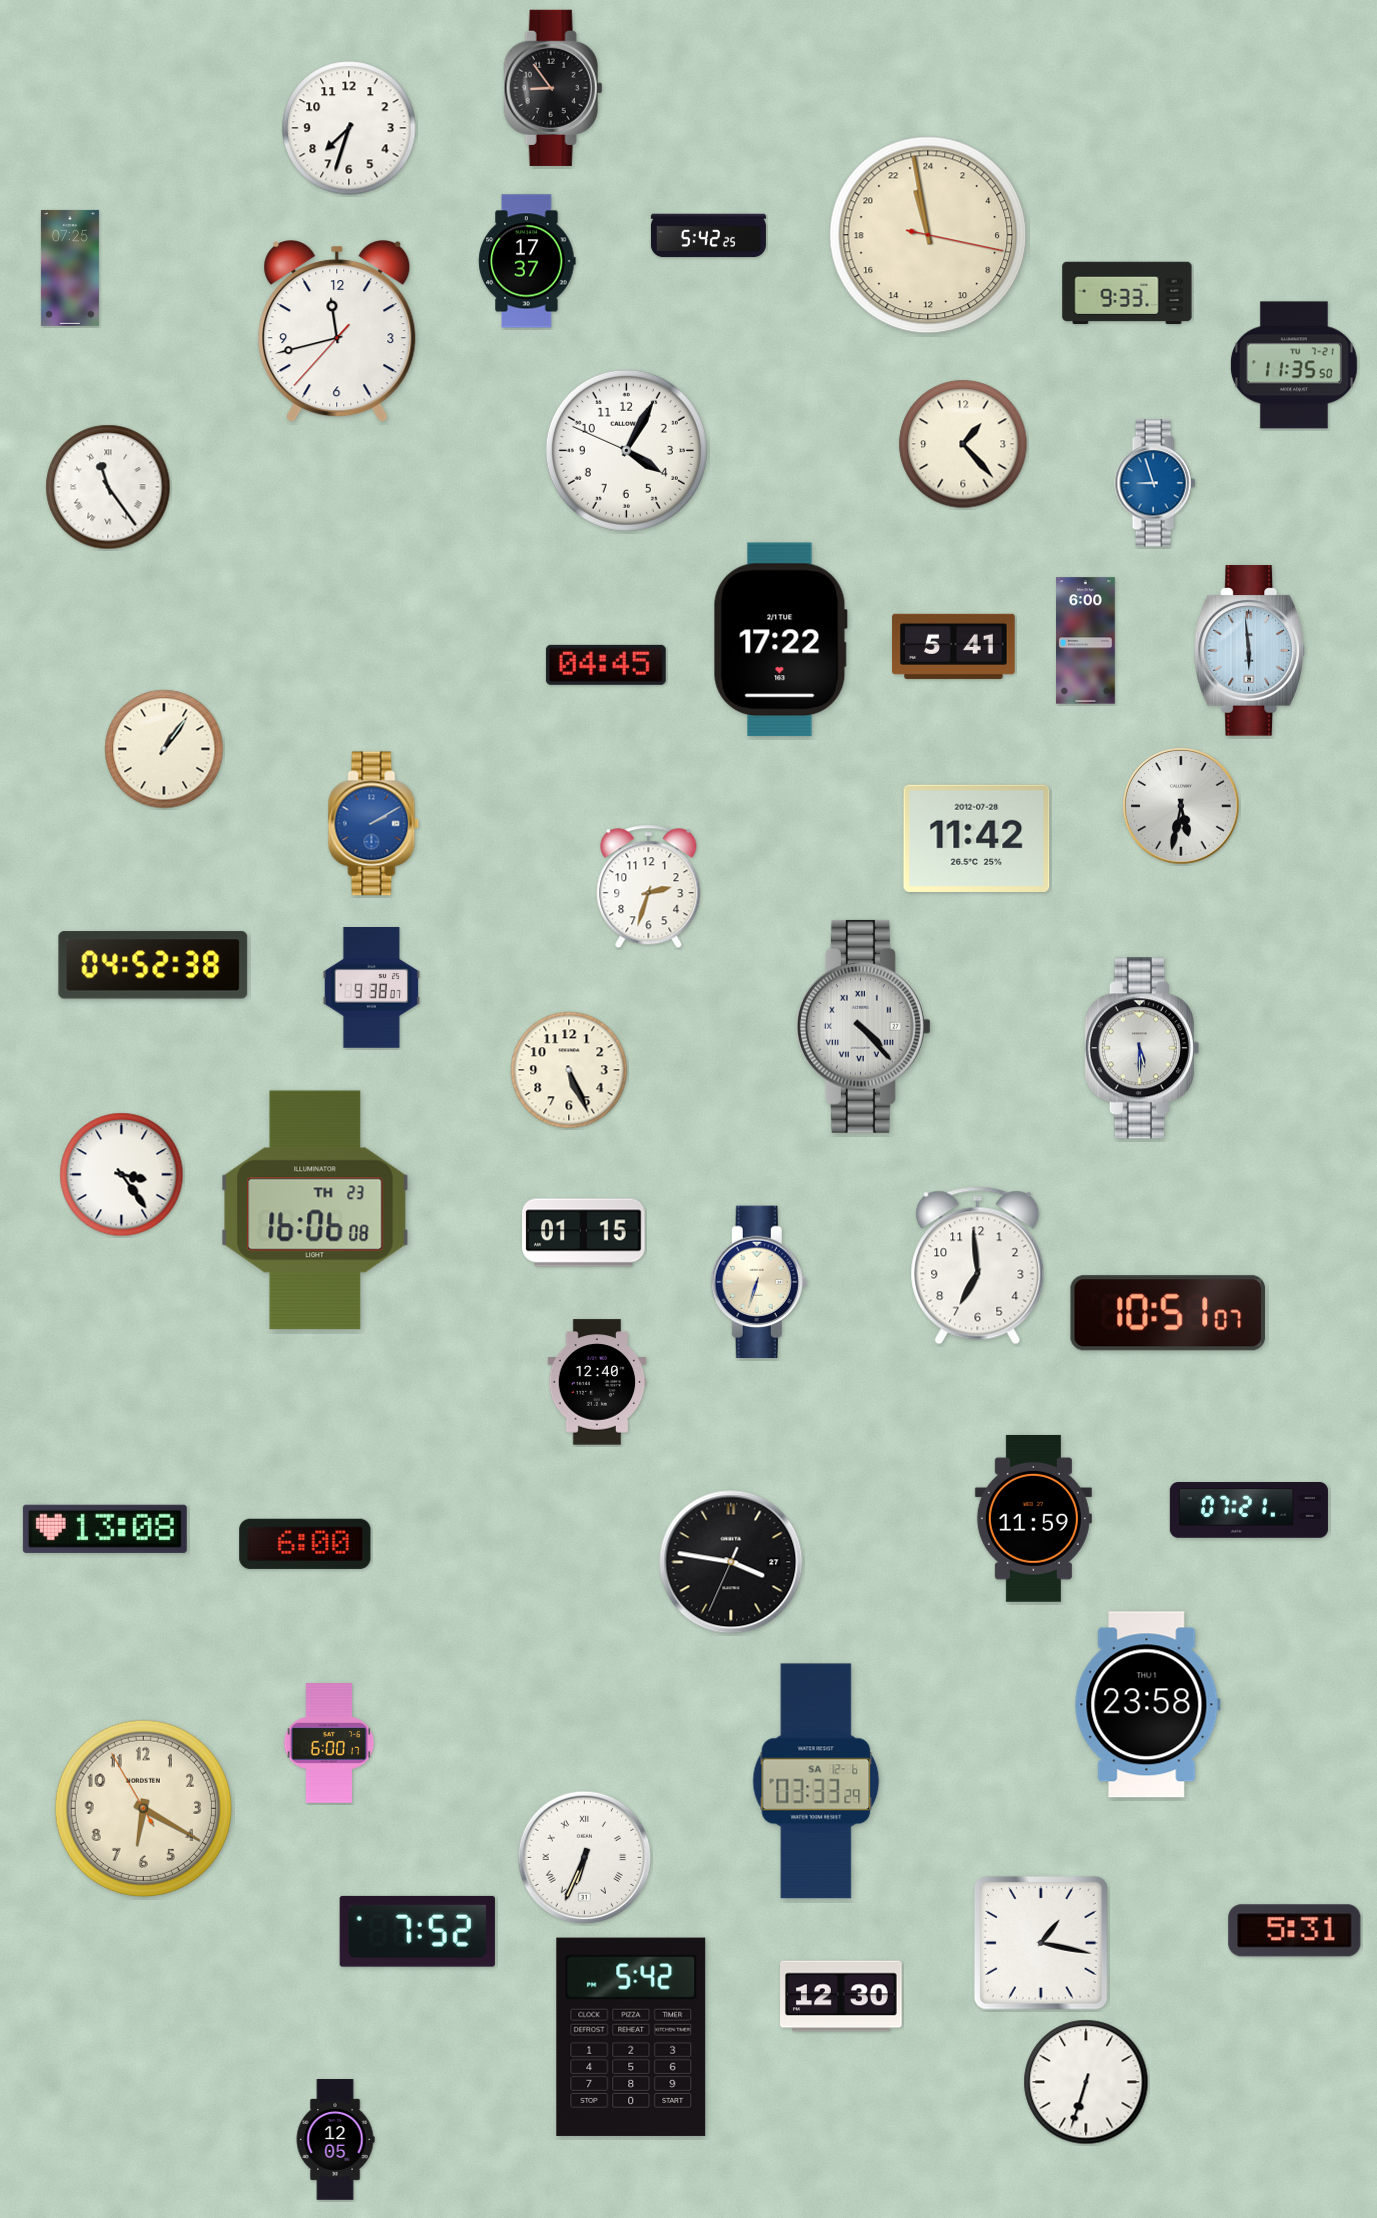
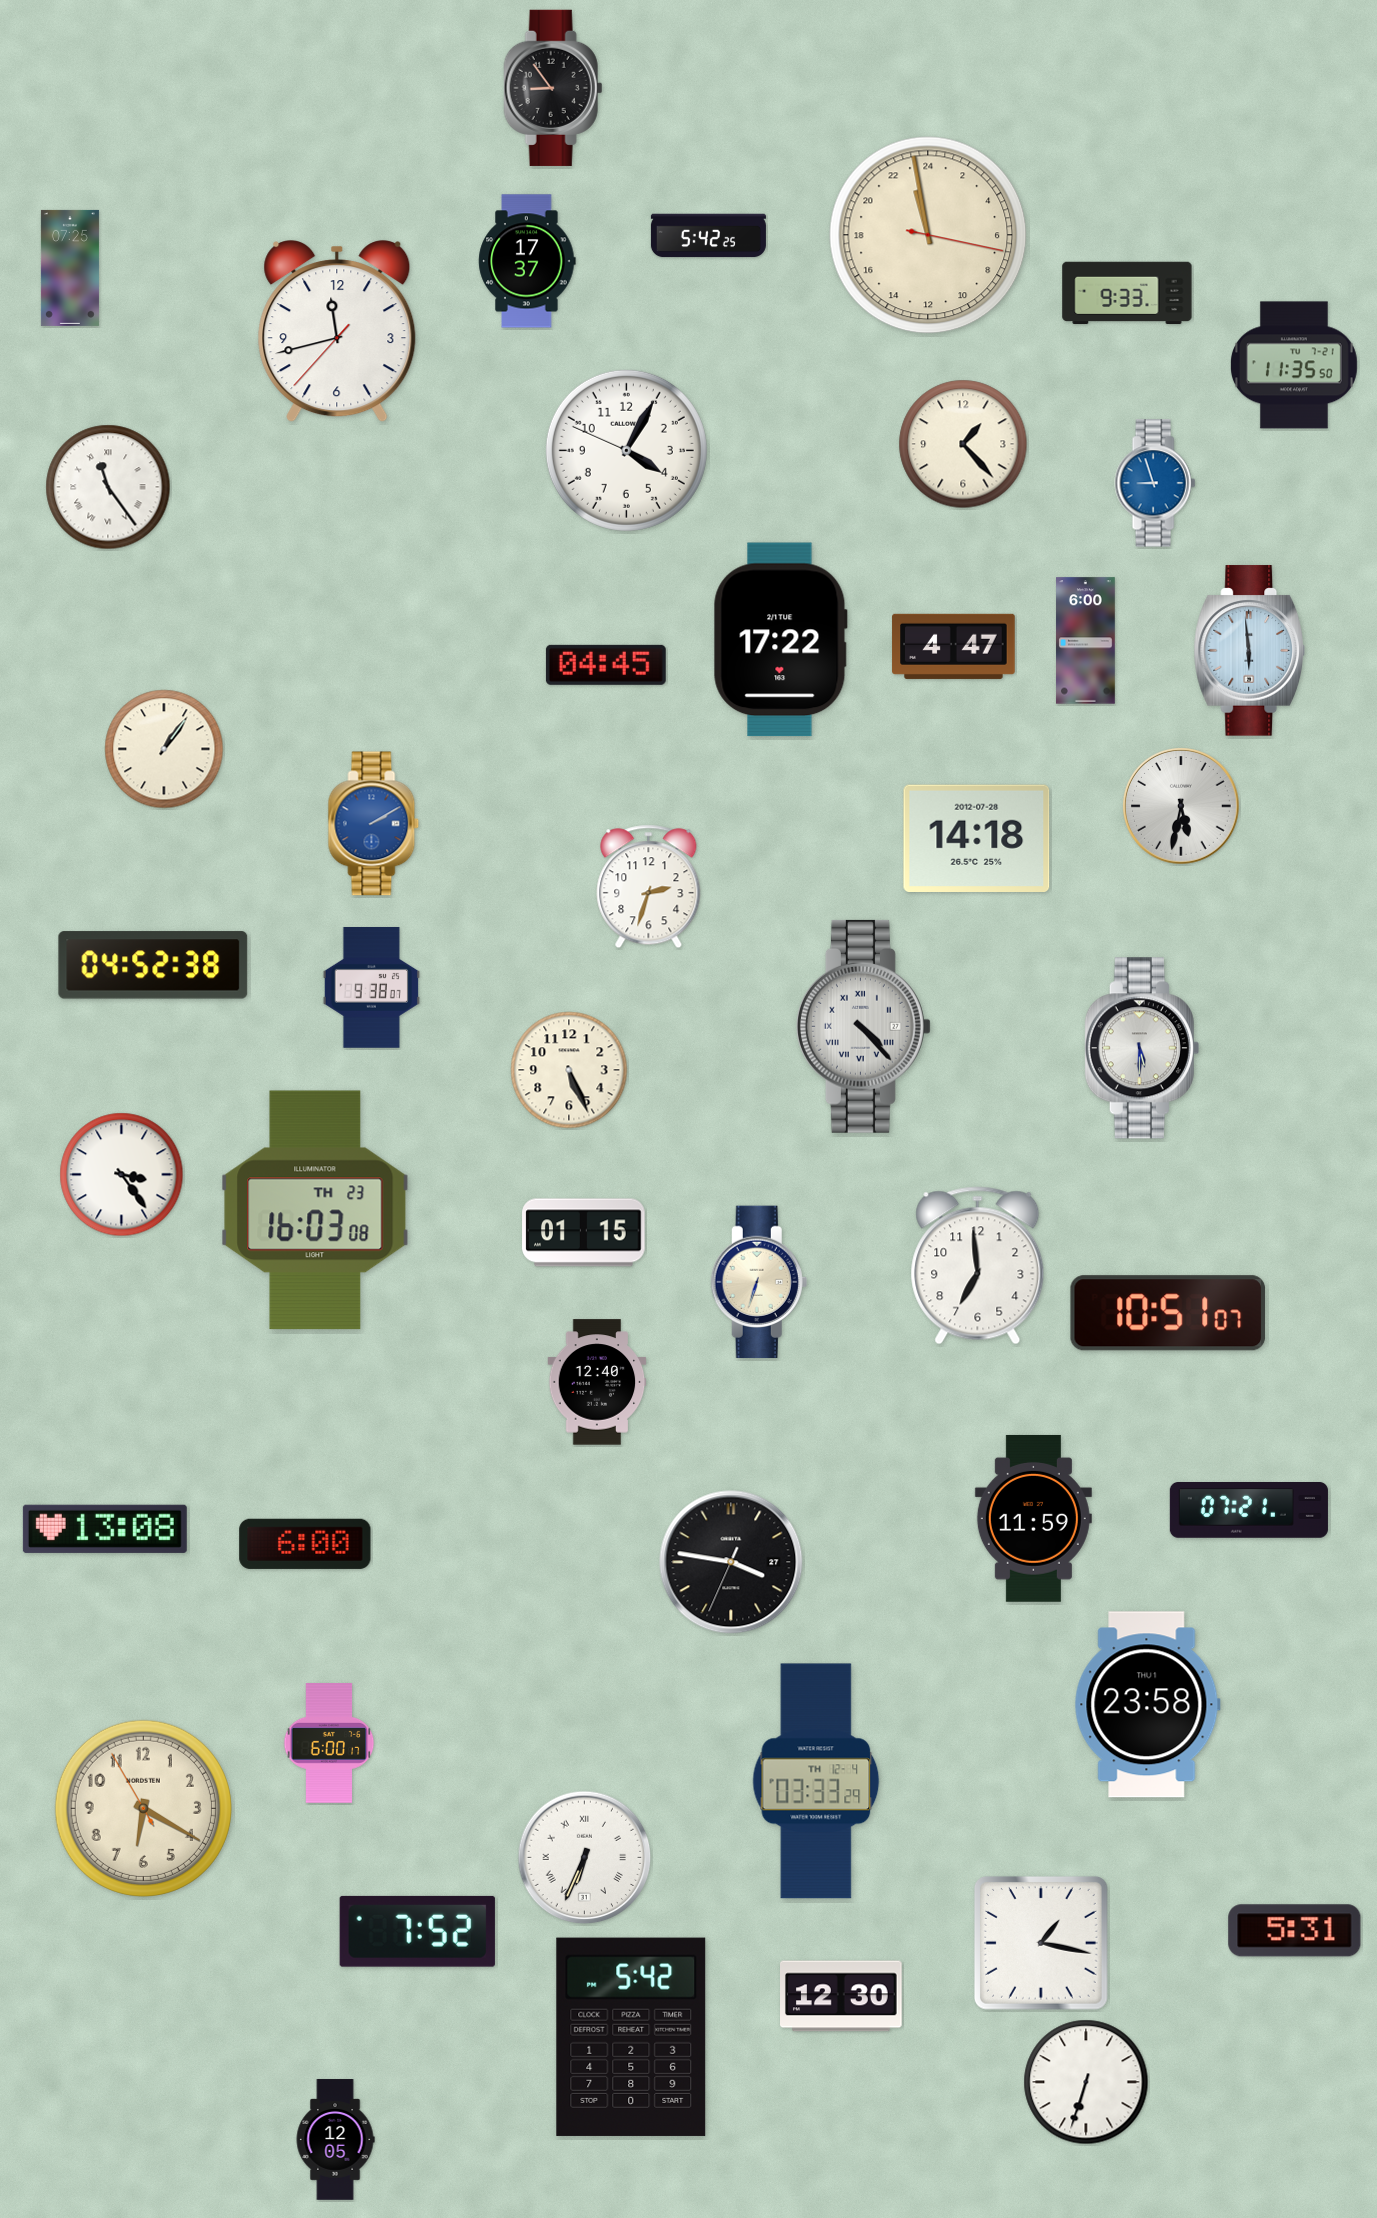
clock at (349, 128): 7:33 -> none
clock at (954, 646): 5:41 -> 4:47
clock at (977, 838): 11:42 -> 14:18
clock at (315, 1210): 16:06 -> 16:03
clock at (816, 1781) date: SA 12-6 -> TH 12-4
